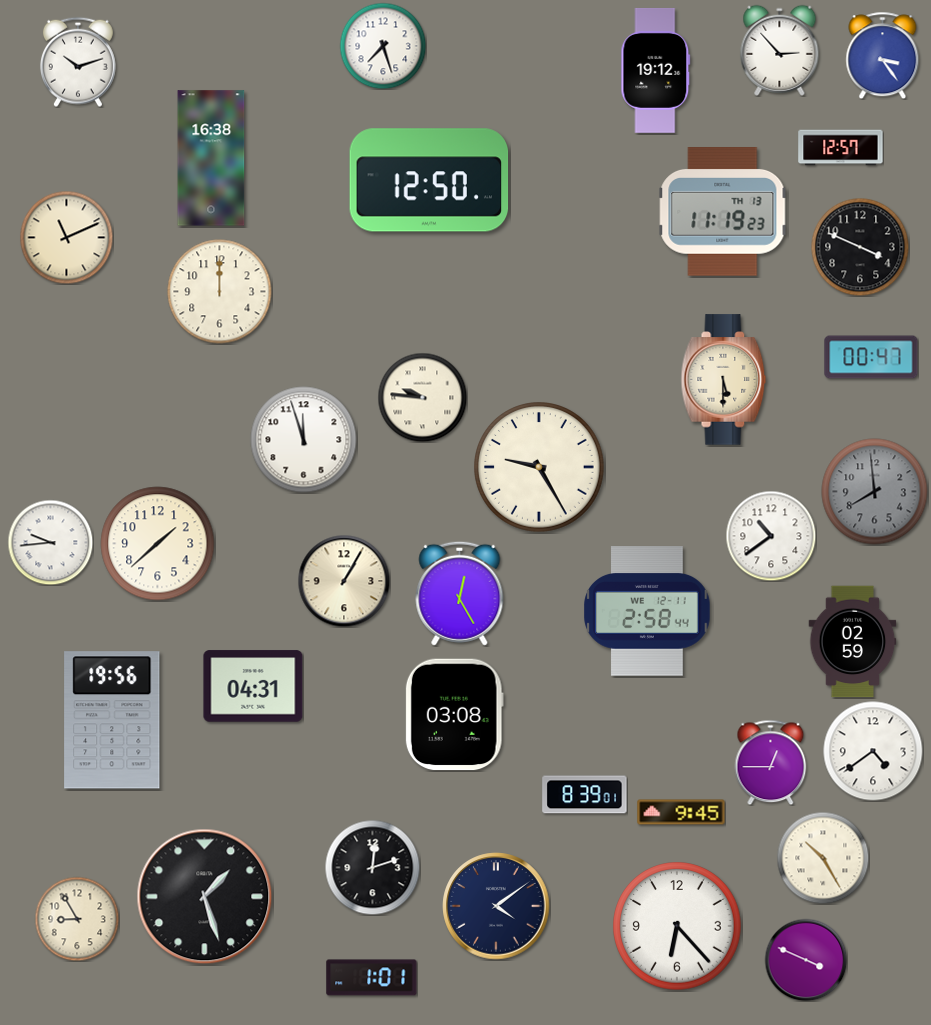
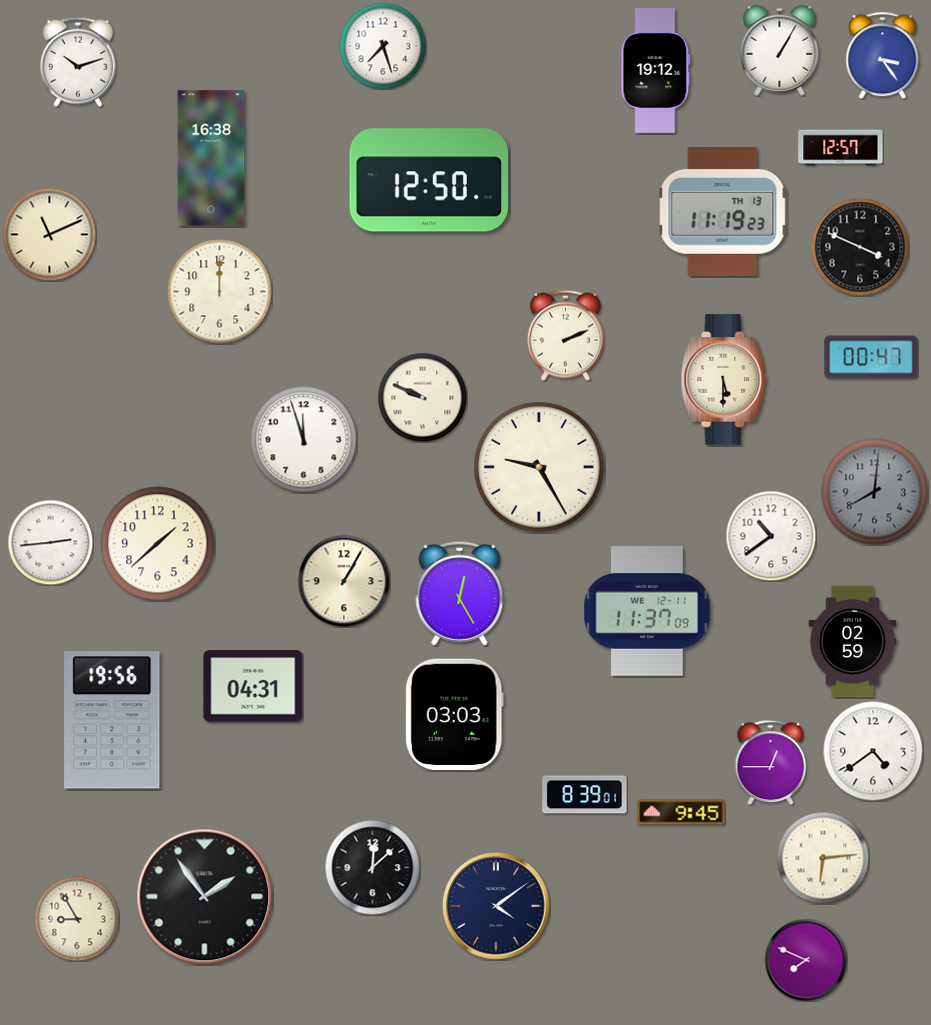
clock at (780, 50): 2:53 -> 1:05
clock at (66, 237) position: (66, 237) -> (49, 234)
clock at (565, 335): none -> 2:11
clock at (422, 397): 9:46 -> 9:49
clock at (875, 492): 7:59 -> 8:01
clock at (50, 542): 9:44 -> 2:44
clock at (647, 611): 2:58 -> 11:37
clock at (454, 715): 03:08 -> 03:03
clock at (823, 858): 10:25 -> 6:14
clock at (372, 867): 12:12 -> 12:08
clock at (205, 897): 1:27 -> 1:54
clock at (677, 926): 6:23 -> none
clock at (806, 960): 3:49 -> 7:49
clock at (372, 978): 1:01 -> none
